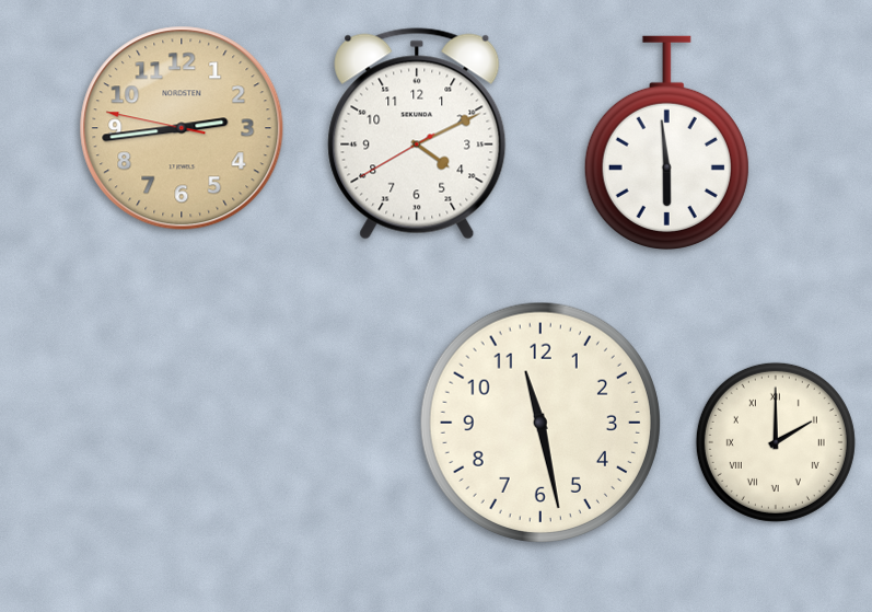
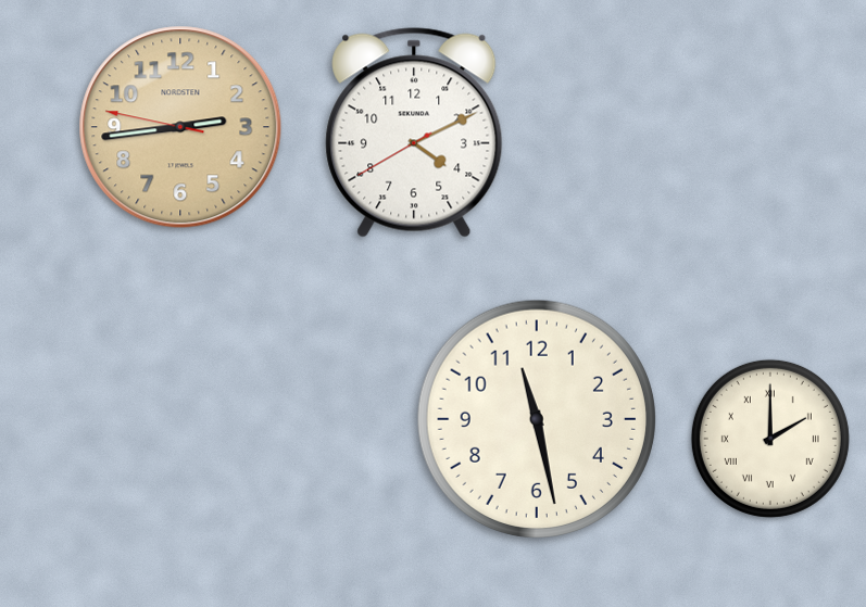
clock at (666, 142): 5:59 -> none
